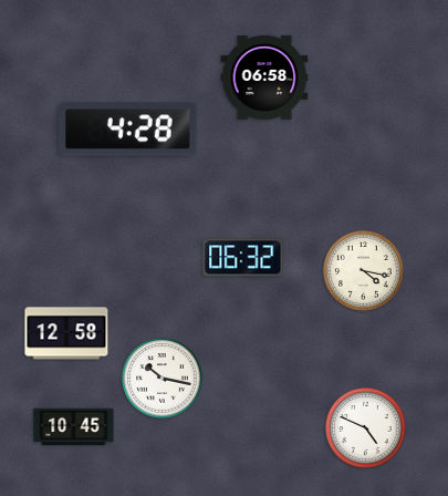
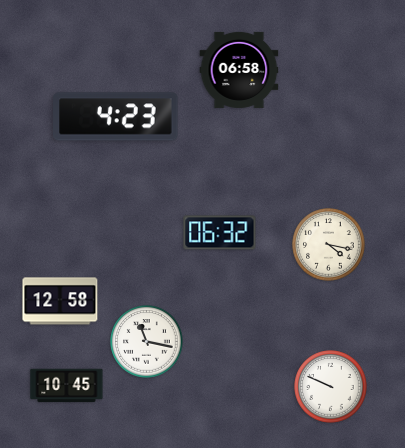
clock at (128, 130): 4:28 -> 4:23
clock at (163, 379): 10:17 -> 11:17
clock at (366, 428): 4:49 -> 9:49
